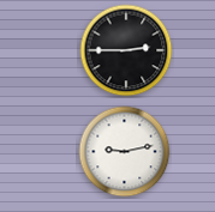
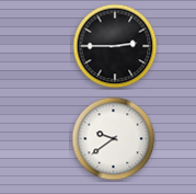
clock at (125, 152): 9:13 -> 9:39
